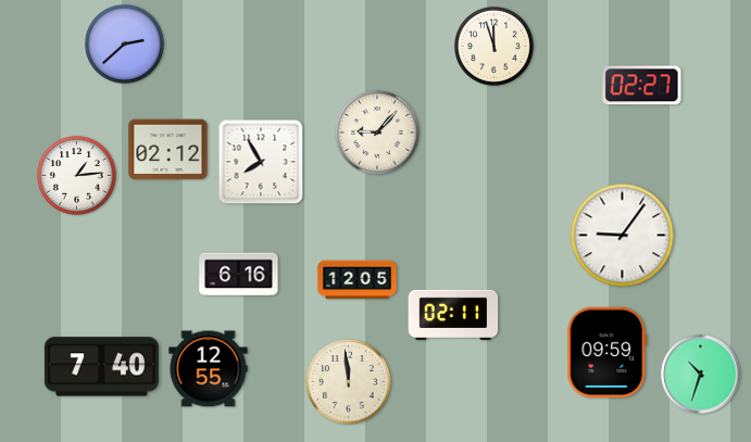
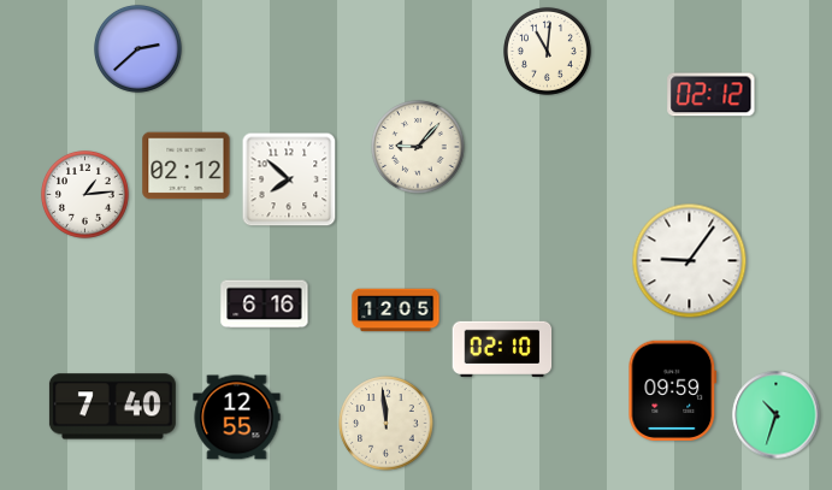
clock at (495, 47): 11:57 -> 11:01
clock at (642, 86): 02:27 -> 02:12
clock at (261, 162): 7:55 -> 7:52
clock at (453, 315): 02:11 -> 02:10
clock at (209, 369) position: (209, 369) -> (237, 418)
